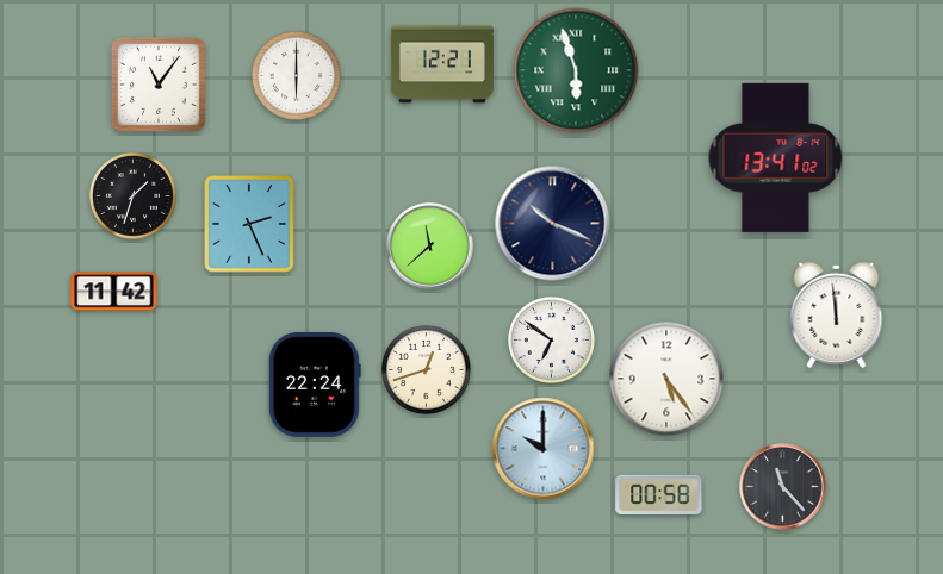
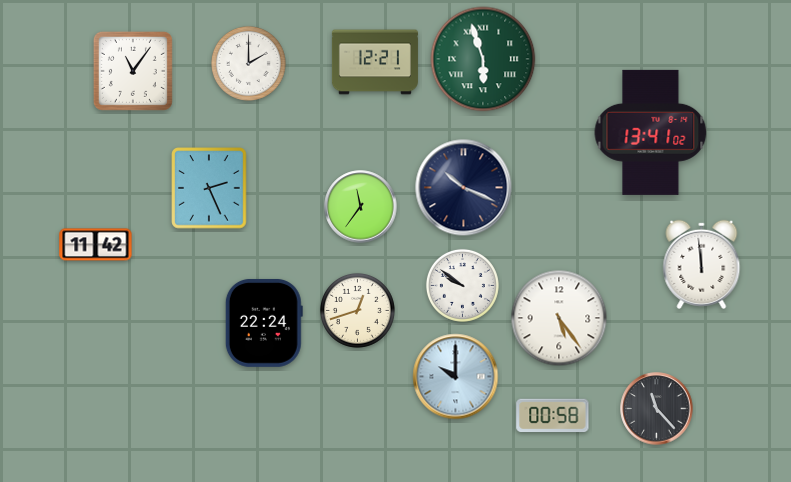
clock at (442, 64) position: (442, 64) -> (375, 62)
clock at (297, 76): 6:00 -> 2:00
clock at (132, 195): 1:33 -> none
clock at (430, 247): 11:38 -> 11:36
clock at (551, 339): 6:51 -> 9:51
